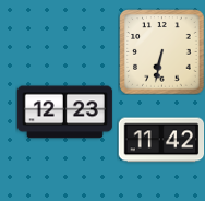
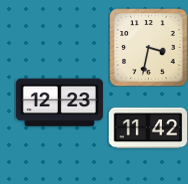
clock at (161, 51): 6:32 -> 3:32
